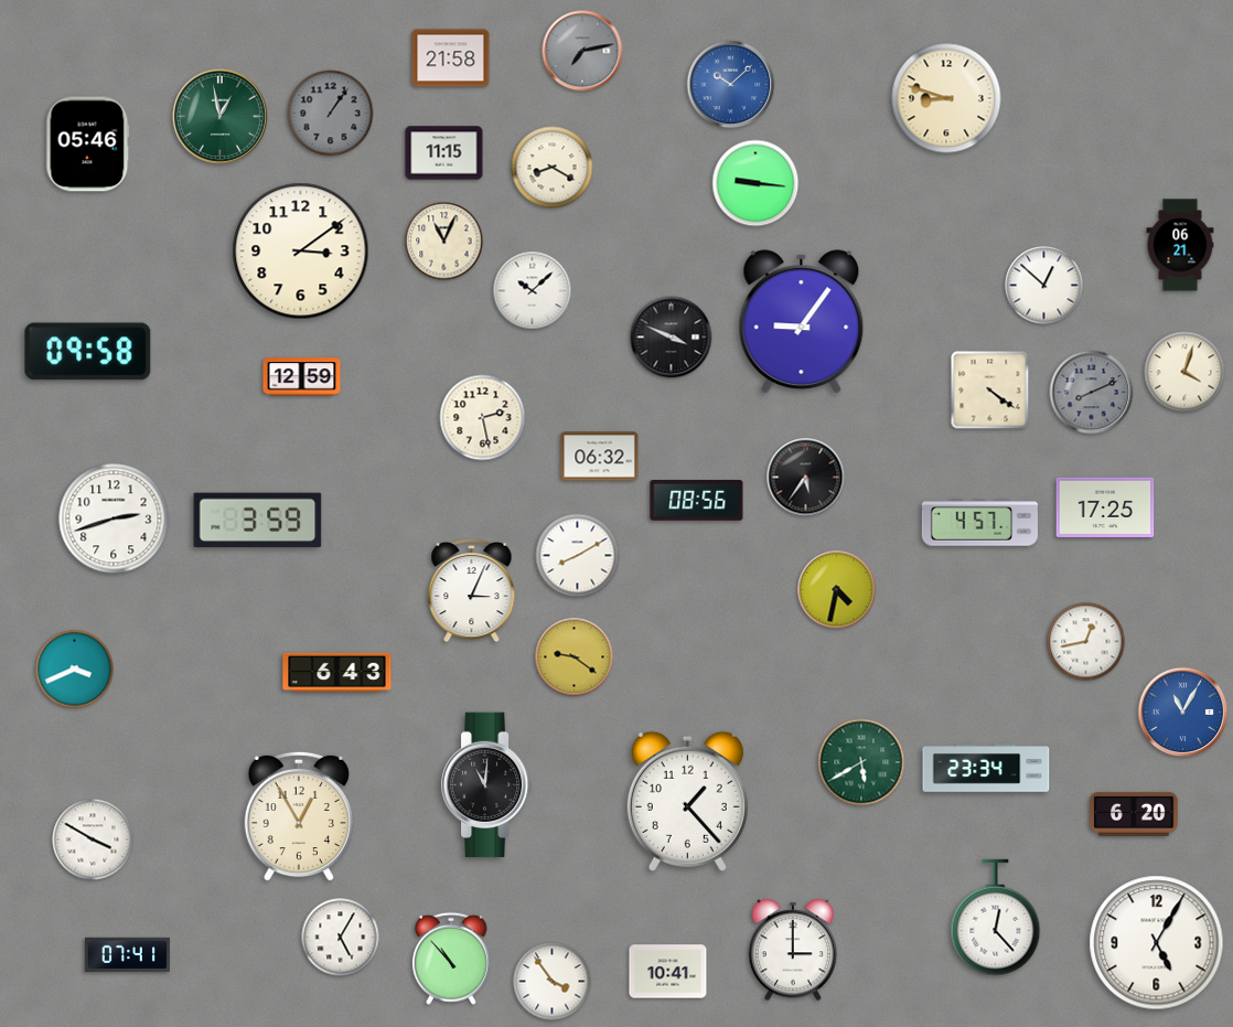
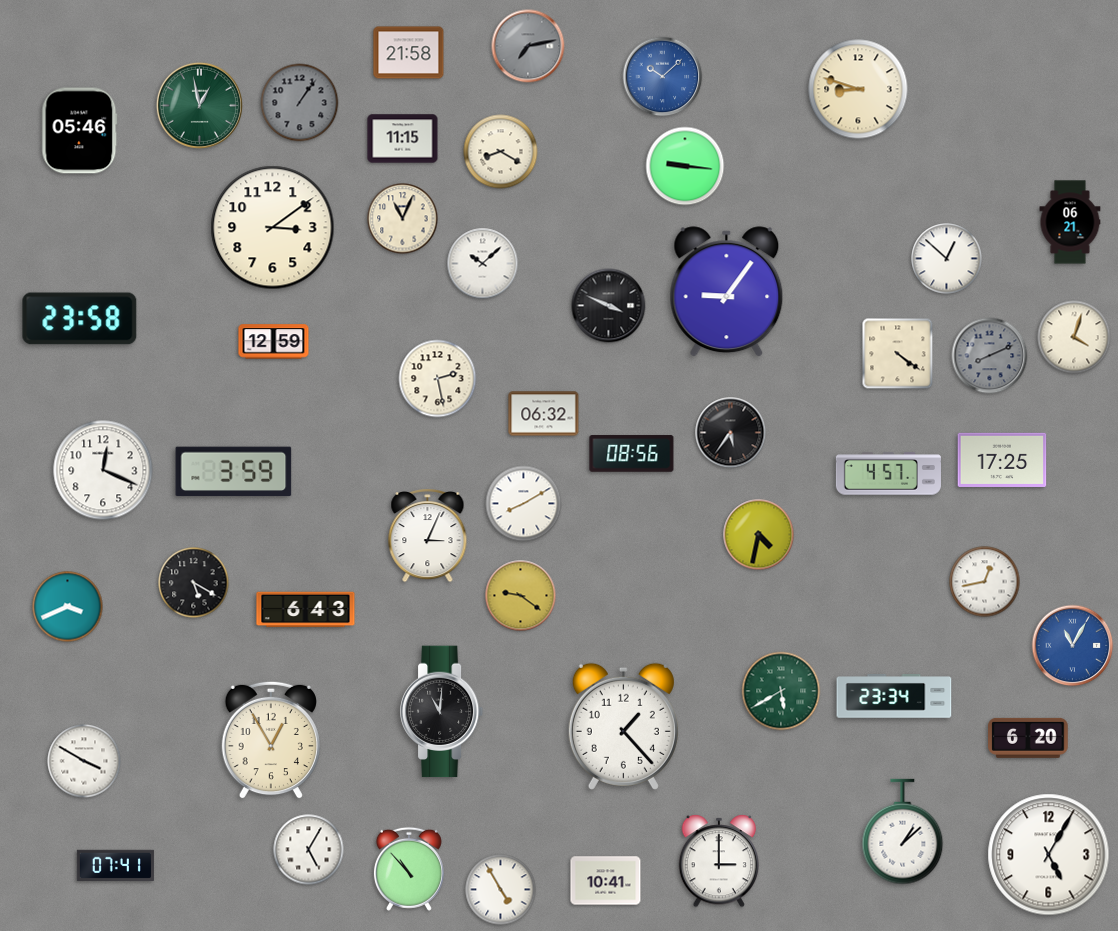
clock at (88, 352): 09:58 -> 23:58
clock at (114, 518): 2:42 -> 12:19
clock at (194, 583): none -> 5:20
clock at (996, 918): 12:23 -> 1:08
clock at (553, 982): 3:54 -> 4:55
